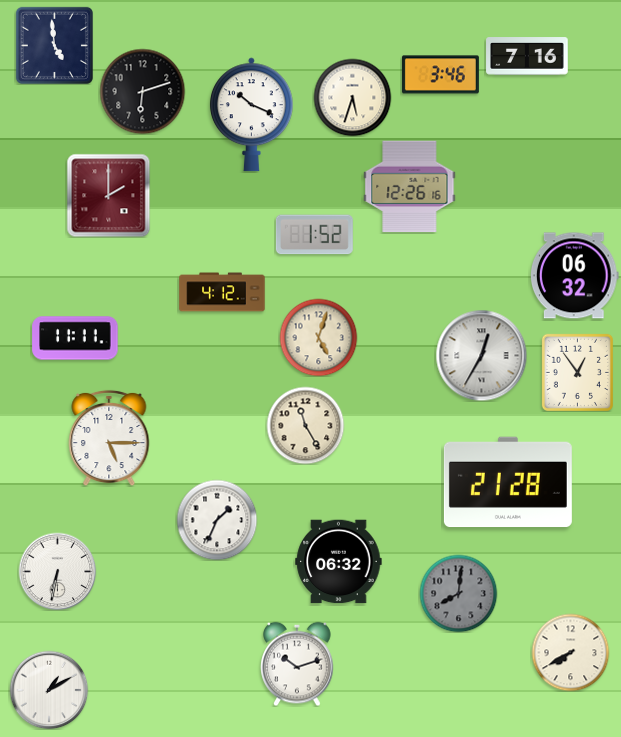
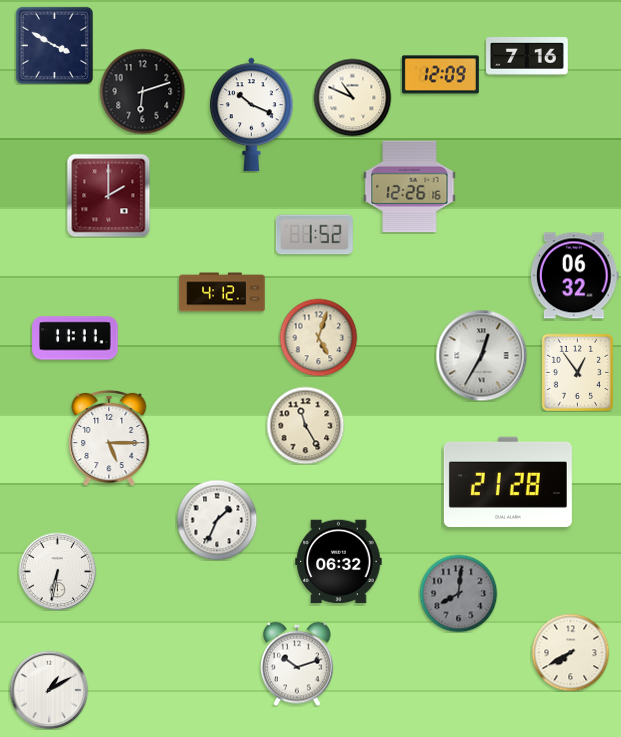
clock at (54, 45): 4:59 -> 3:50
clock at (440, 75): 3:46 -> 12:09
clock at (352, 97): 5:33 -> 10:49
